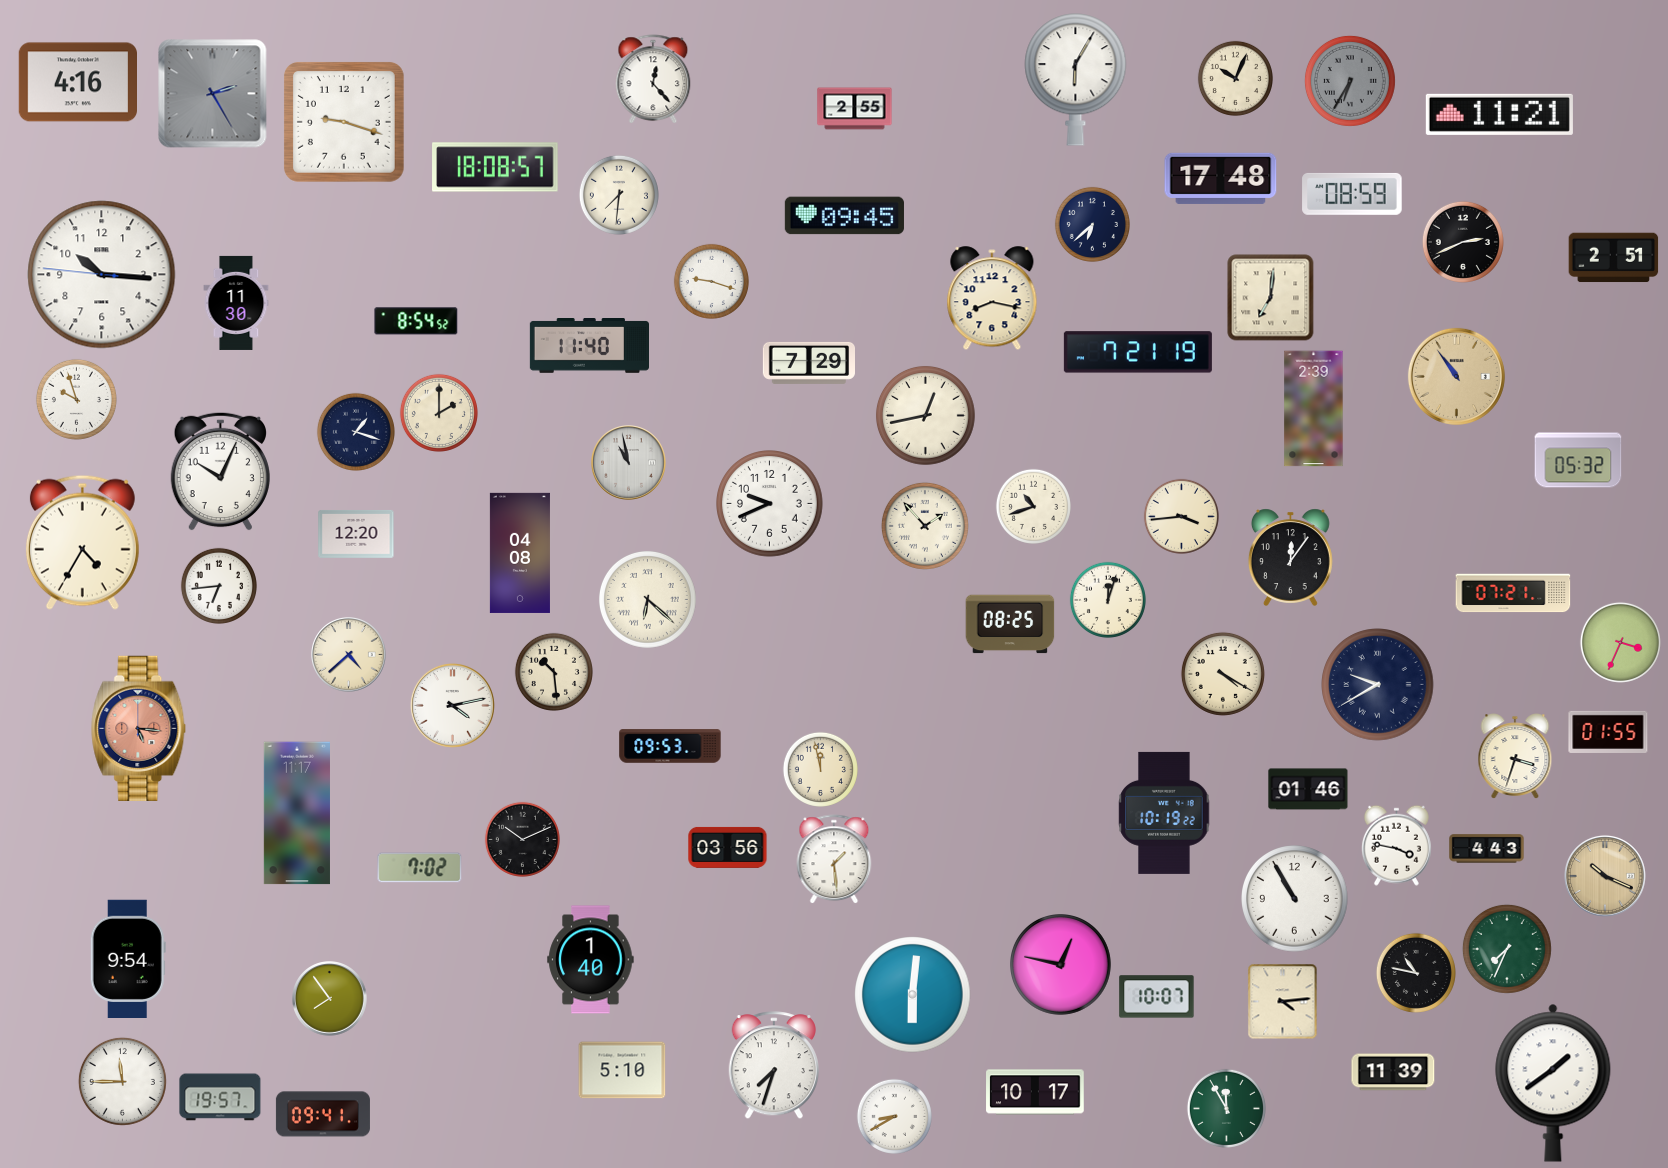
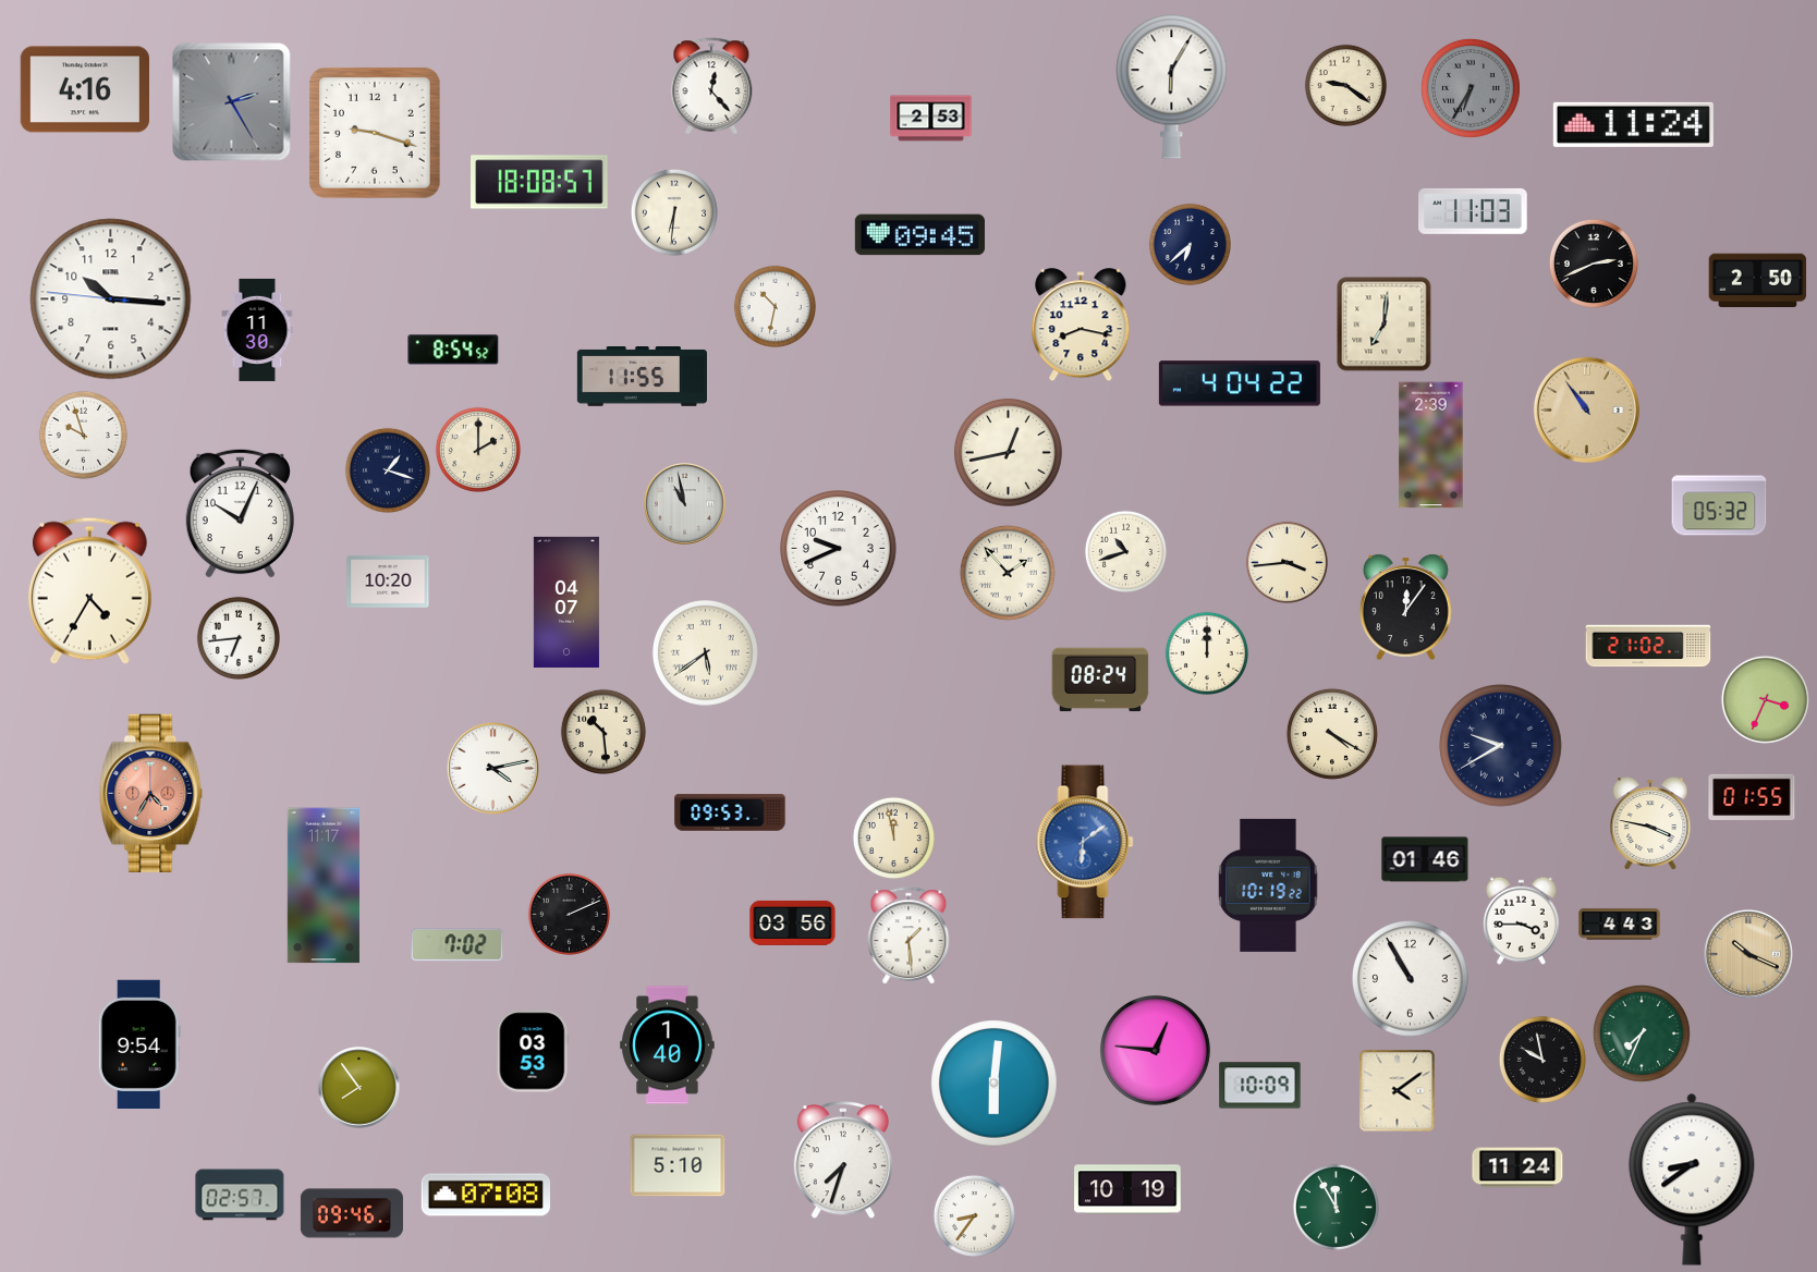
clock at (1235, 78): 10:04 -> 9:21
clock at (855, 109): 2:55 -> 2:53
clock at (1499, 114): 11:21 -> 11:24
clock at (1221, 178): 17:48 -> none
clock at (1352, 194): 08:59 -> 11:03
clock at (619, 195): 7:31 -> 6:31
clock at (1614, 258): 2:51 -> 2:50
clock at (711, 281): 9:18 -> 10:32
clock at (589, 346): 11:40 -> 11:55
clock at (1138, 352): 7:21 -> 4:04
clock at (808, 363): 7:29 -> none
clock at (1578, 460) position: (1578, 460) -> (1719, 505)
clock at (356, 534): 12:20 -> 10:20
clock at (520, 553): 04:08 -> 04:07
clock at (1513, 593): 07:21 -> 21:02
clock at (647, 599): 6:22 -> 5:39
clock at (1108, 600): 12:03 -> 12:00
clock at (1010, 624): 08:25 -> 08:24
clock at (349, 655): 4:38 -> none
clock at (139, 728): 5:16 -> 4:35
clock at (1515, 756): 3:33 -> 3:47
clock at (1085, 842): none -> 6:09
clock at (522, 839): 10:11 -> 2:11
clock at (1396, 845): 3:47 -> 3:45
clock at (591, 960) position: (591, 960) -> (668, 1045)
clock at (533, 1051): none -> 03:53
clock at (1061, 965): 12:47 -> 12:46
clock at (1416, 973): 10:47 -> 9:58
clock at (1157, 997): 10:07 -> 10:09
clock at (1283, 1002): 4:14 -> 4:09
clock at (1393, 1072): 11:39 -> 11:24
clock at (122, 1081): 11:45 -> none
clock at (1553, 1083): 1:39 -> 8:39
clock at (1035, 1092): 10:17 -> 10:19
clock at (220, 1097): 19:57 -> 02:57
clock at (485, 1195): none -> 07:08
clock at (323, 1114): 09:41 -> 09:46
clock at (894, 1116): 8:40 -> 8:36
